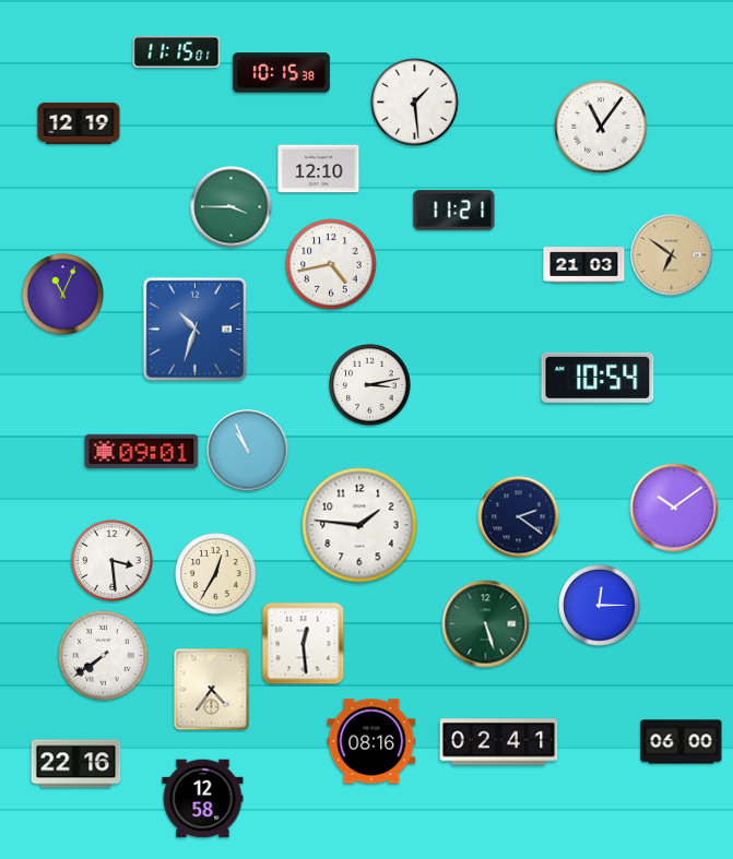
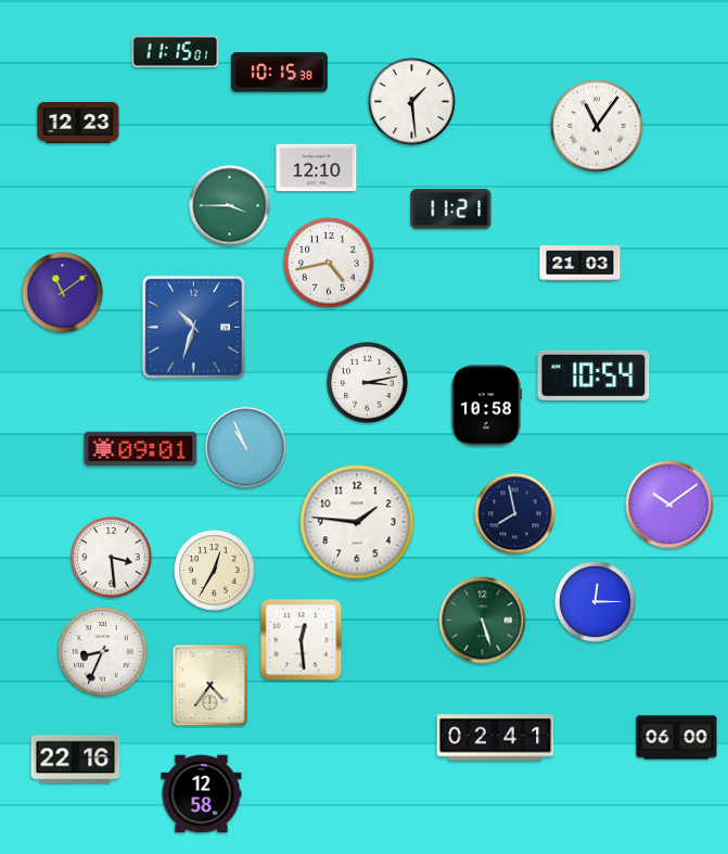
clock at (79, 123): 12:19 -> 12:23
clock at (672, 255): 6:51 -> none
clock at (63, 295): 11:04 -> 11:09
clock at (486, 406): none -> 10:58
clock at (519, 517): 2:21 -> 7:58
clock at (104, 656): 7:39 -> 8:34
clock at (371, 741): 08:16 -> none
